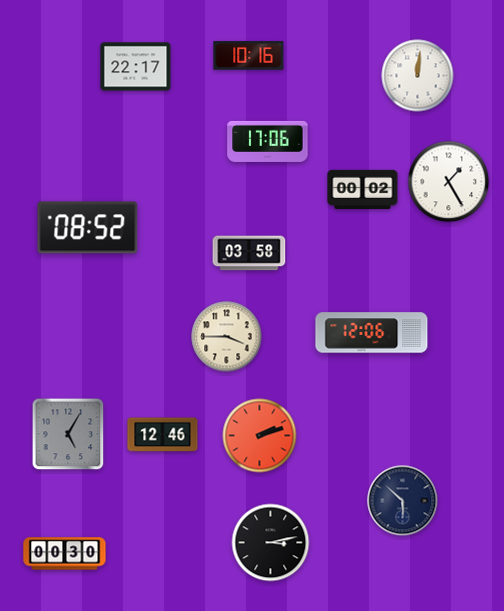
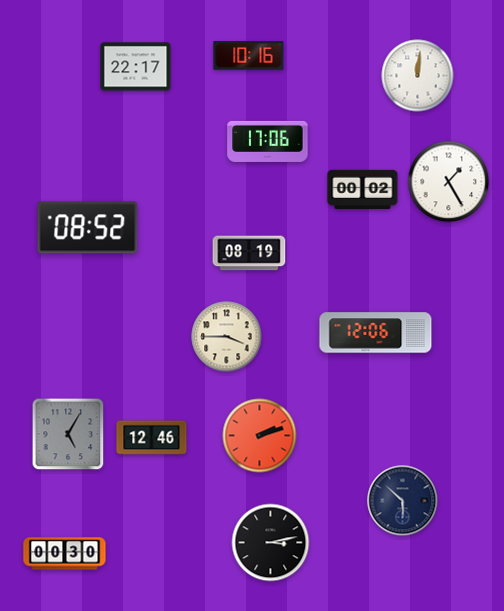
clock at (249, 253): 03:58 -> 08:19
clock at (372, 333) position: (372, 333) -> (376, 333)
clock at (163, 435) position: (163, 435) -> (152, 438)
